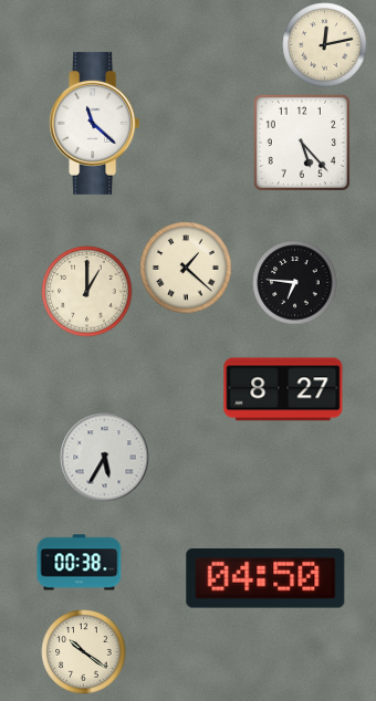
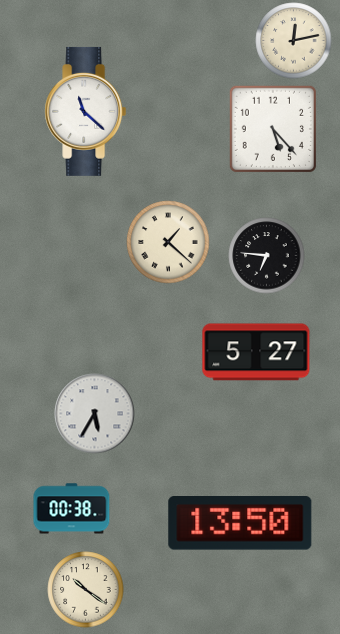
clock at (87, 292): 1:00 -> none
clock at (283, 389): 8:27 -> 5:27
clock at (265, 579): 04:50 -> 13:50
clock at (84, 652) position: (84, 652) -> (86, 590)
